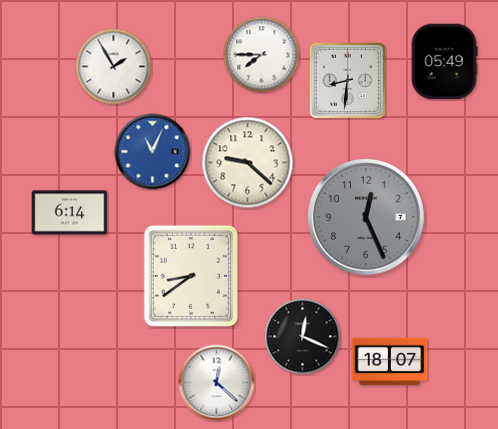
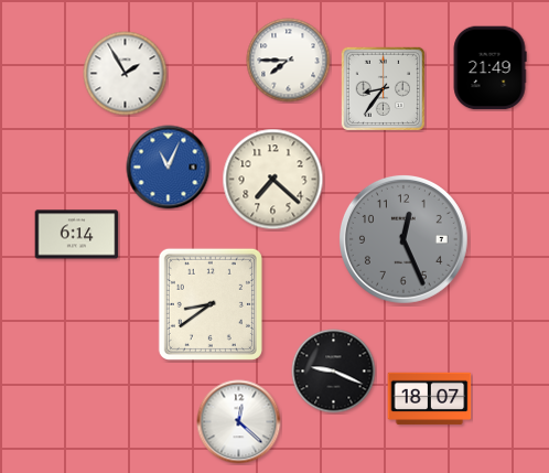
clock at (444, 62): 05:49 -> 21:49
clock at (347, 80): 8:31 -> 8:36
clock at (248, 163): 9:22 -> 7:22
clock at (303, 337): 12:19 -> 9:19
